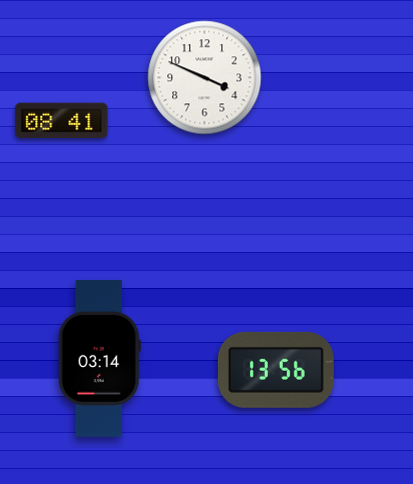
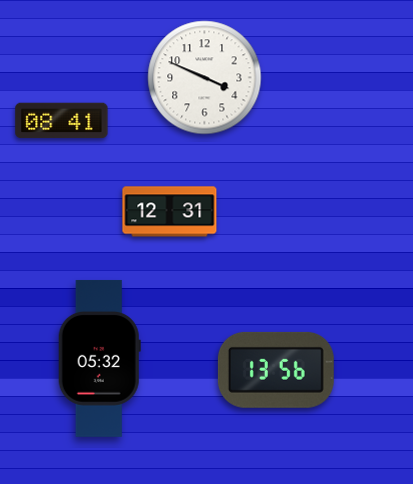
clock at (170, 212): none -> 12:31
clock at (99, 358): 03:14 -> 05:32
